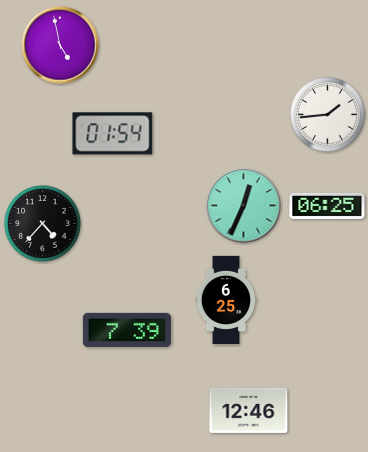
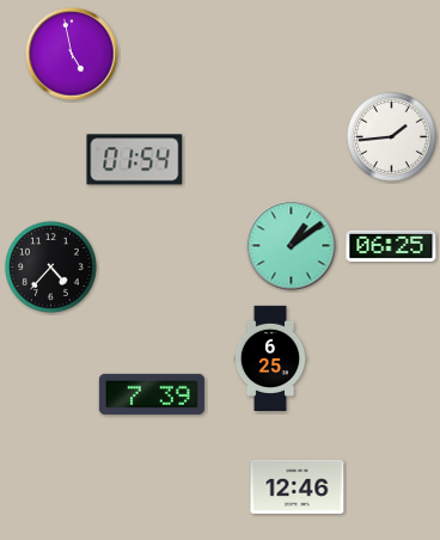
clock at (244, 206): 12:34 -> 1:09
clock at (249, 410) position: (249, 410) -> (298, 486)
